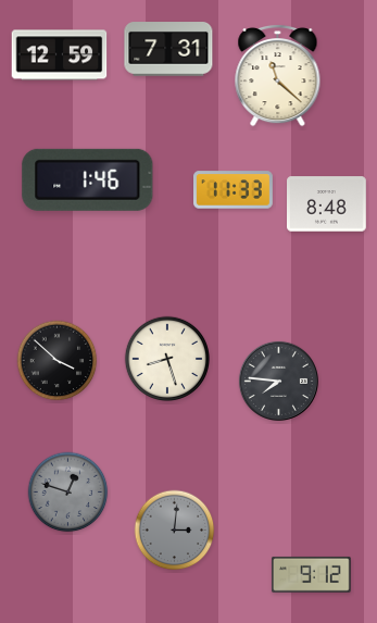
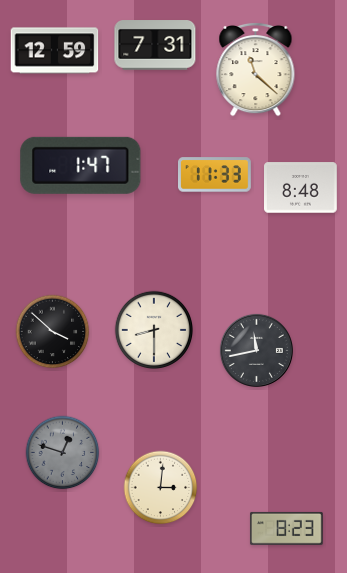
clock at (88, 179): 1:46 -> 1:47
clock at (167, 359): 8:27 -> 8:30
clock at (278, 381): 7:46 -> 11:43
clock at (175, 531) dial: grey -> cream
clock at (311, 574): 9:12 -> 8:23
